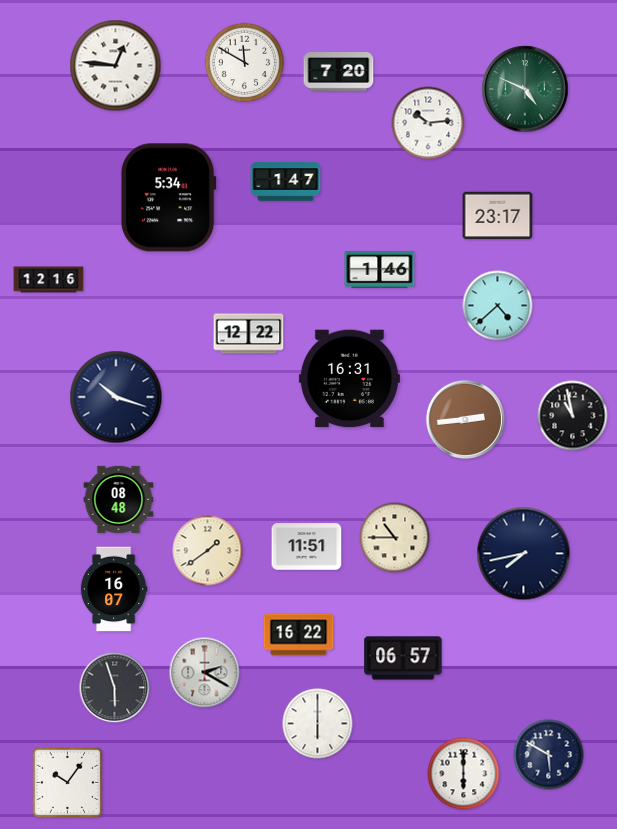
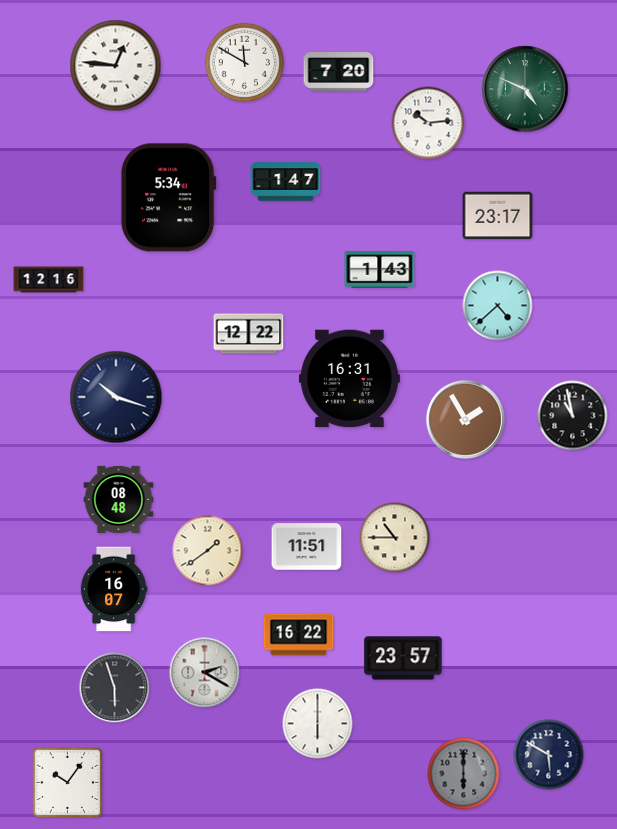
clock at (380, 270): 1:46 -> 1:43
clock at (465, 419): 2:44 -> 1:55
clock at (524, 554): 7:43 -> none
clock at (403, 658): 06:57 -> 23:57
clock at (464, 774) dial: white -> grey
